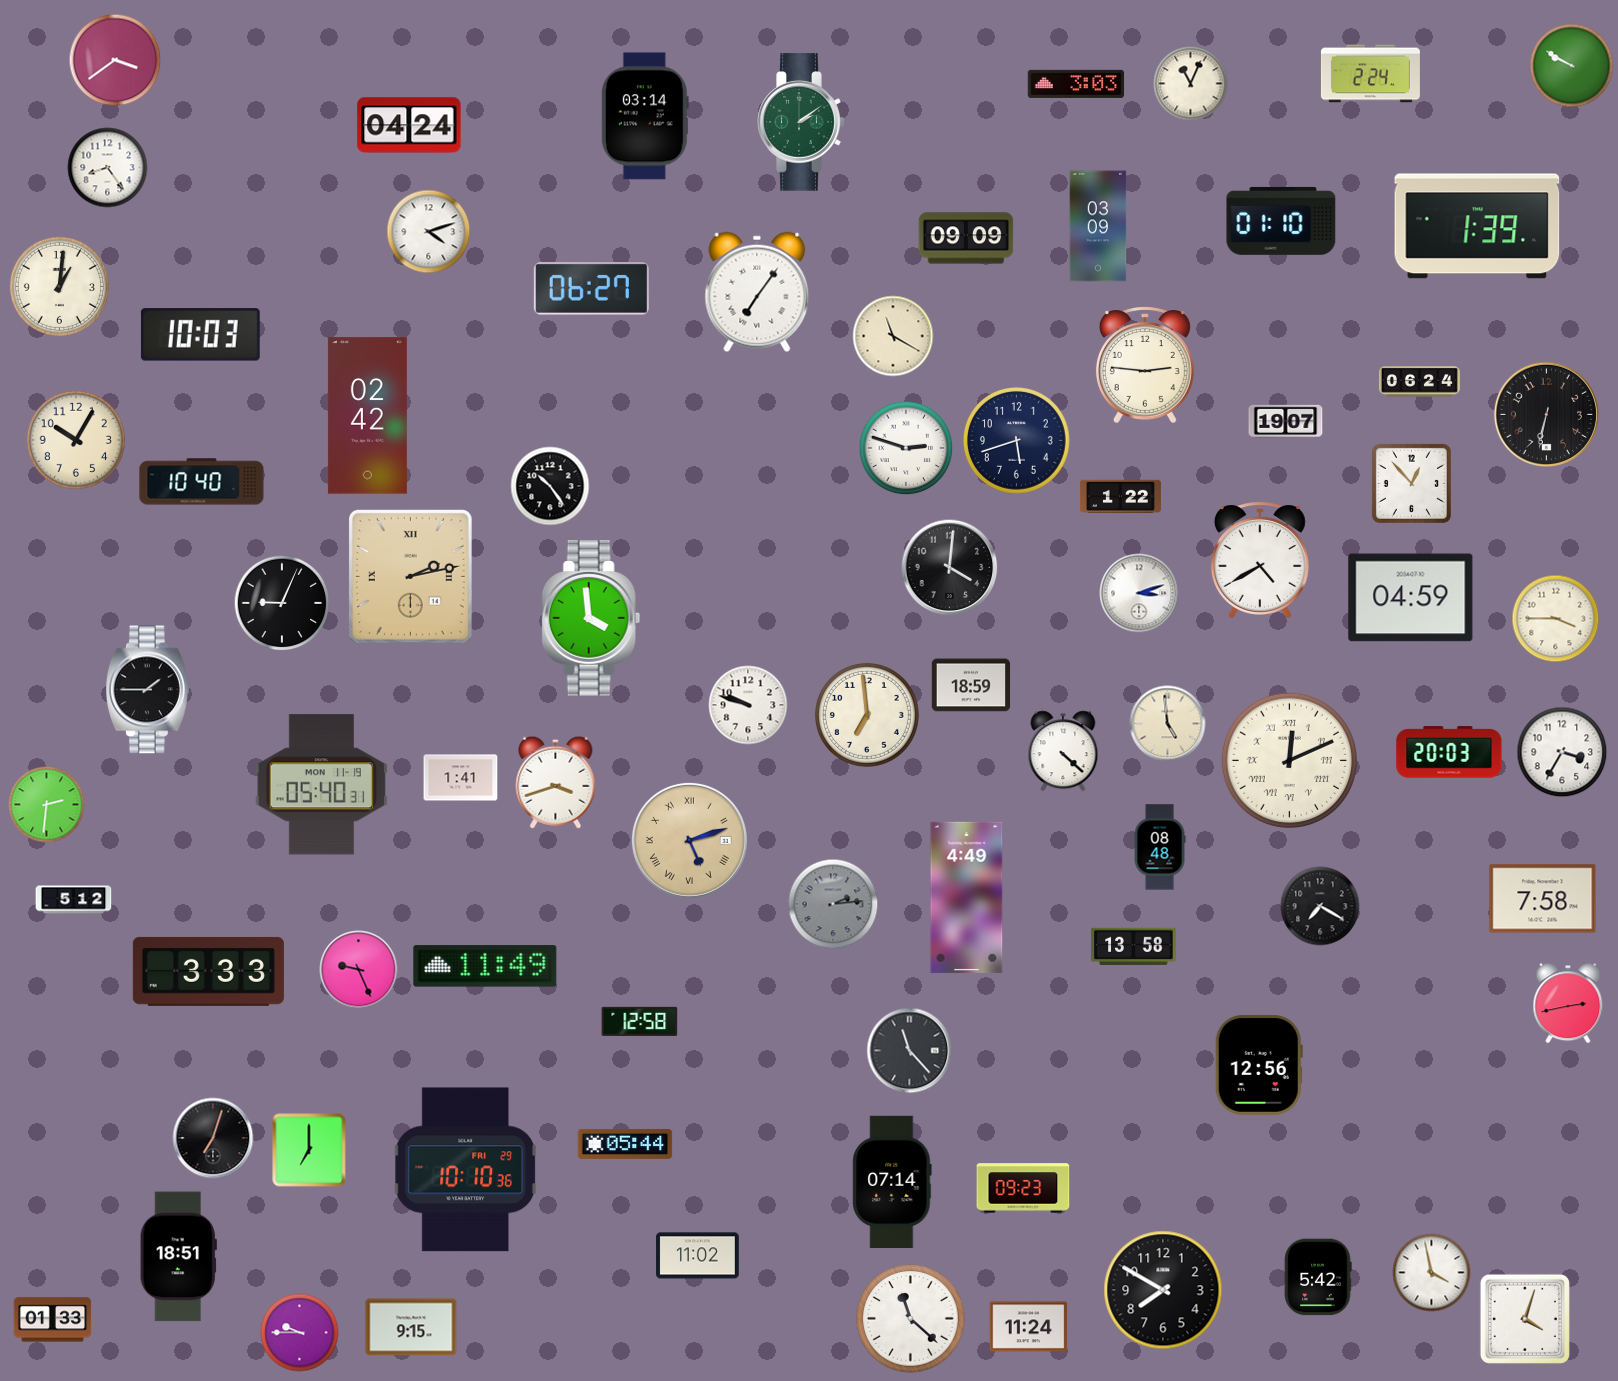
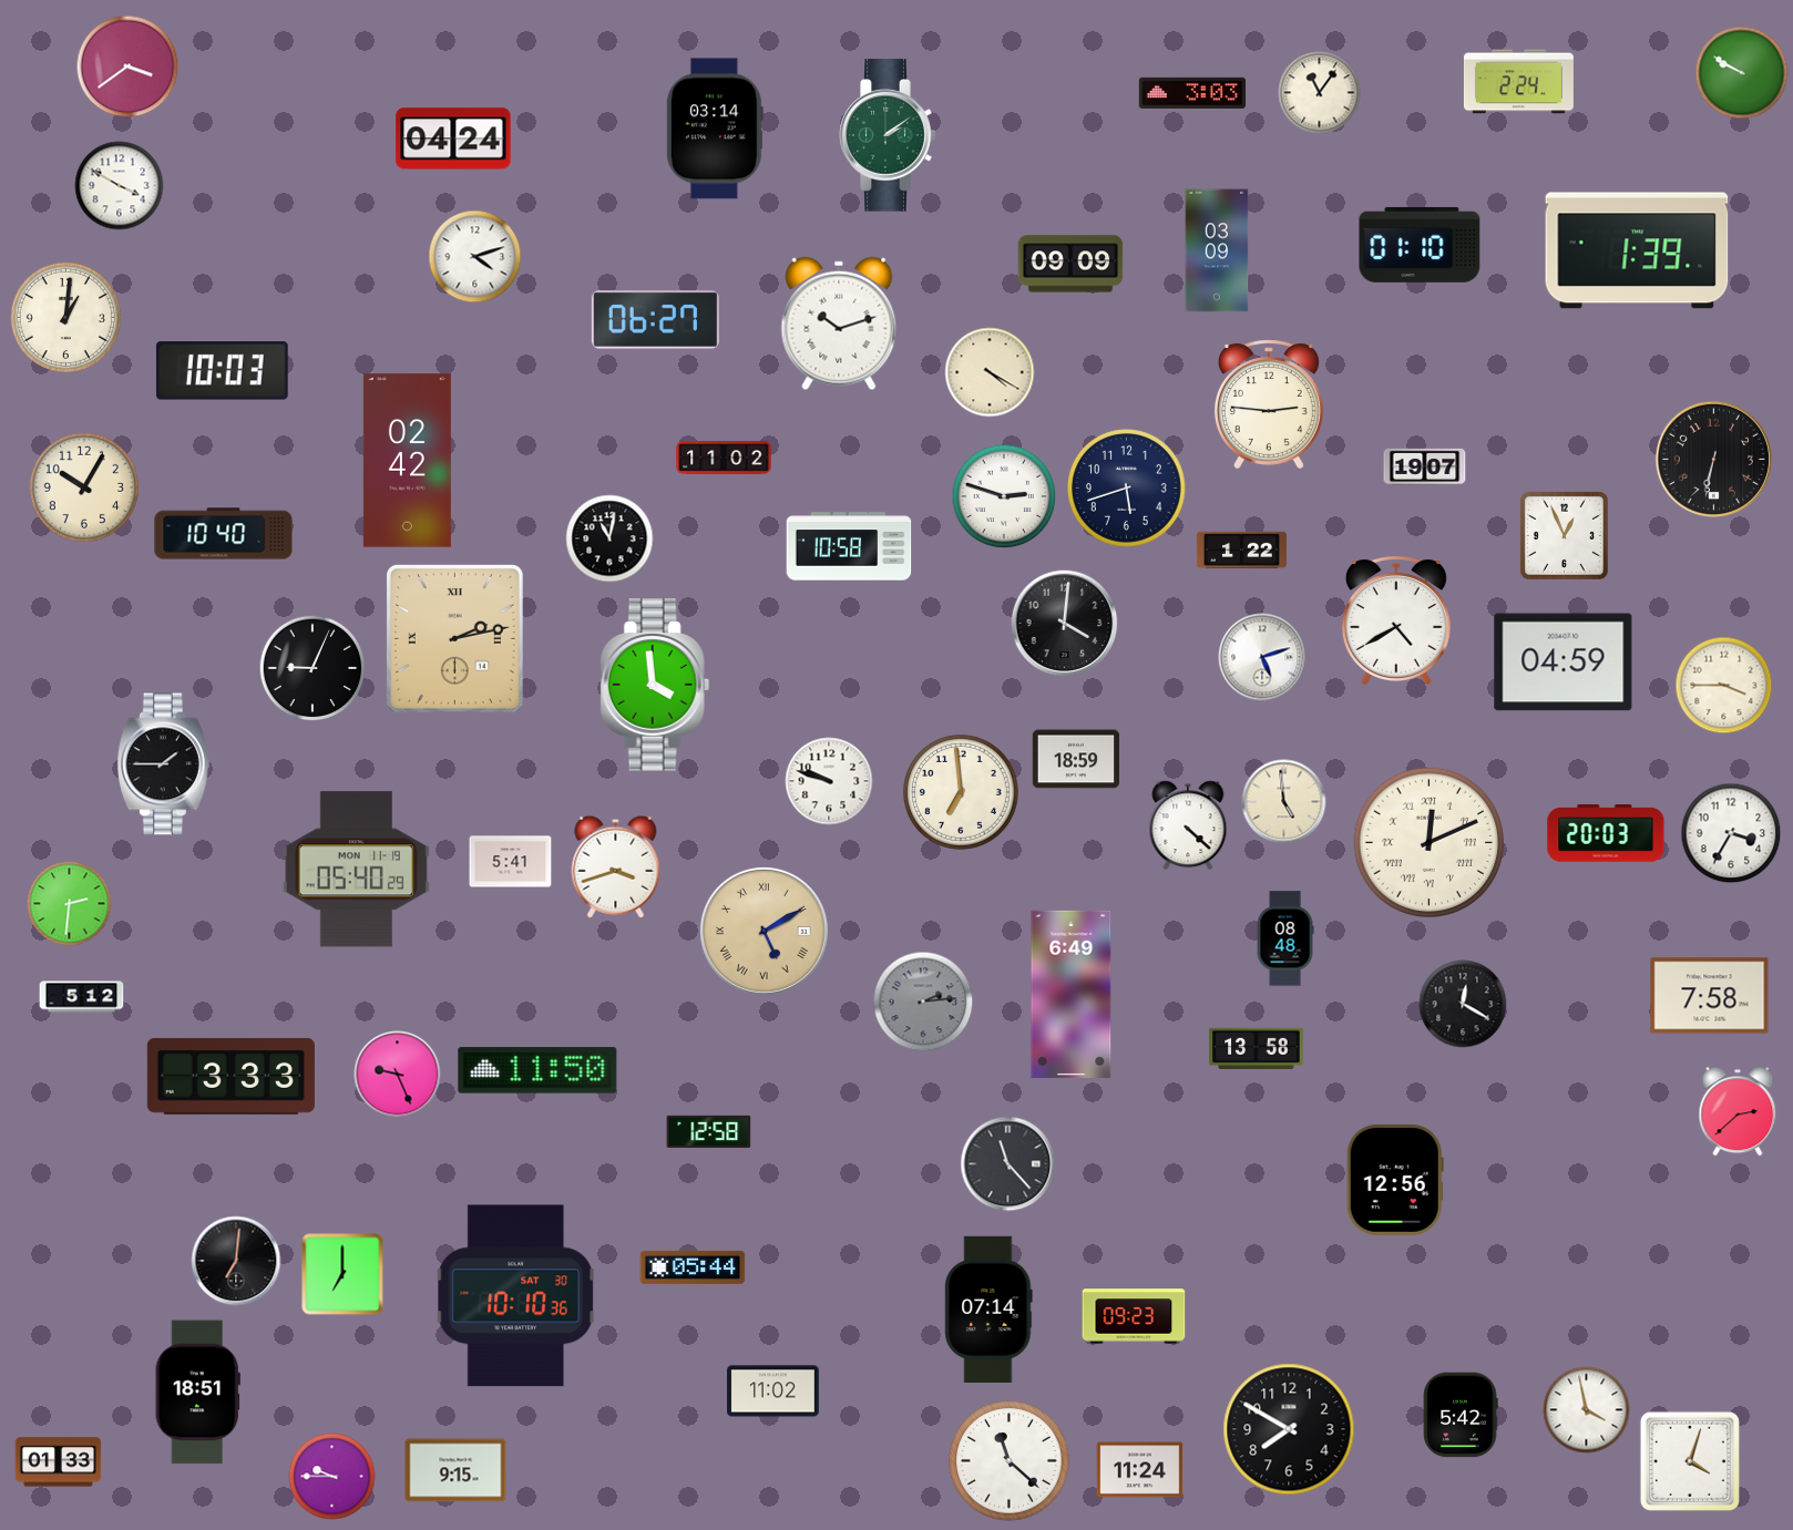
clock at (1191, 84): 11:04 -> 11:06
clock at (108, 168): 8:24 -> 3:50
clock at (757, 292): 7:06 -> 10:12
clock at (893, 336): 11:20 -> 4:20
clock at (1419, 382): 06:24 -> none
clock at (724, 458): none -> 11:02
clock at (1411, 483): 12:53 -> 12:56
clock at (550, 486): 10:24 -> 11:02
clock at (849, 546): none -> 10:58
clock at (950, 568) position: (950, 568) -> (1065, 624)
clock at (1139, 593): 3:12 -> 5:12
clock at (1168, 724) position: (1168, 724) -> (1284, 802)
clock at (1063, 751) position: (1063, 751) -> (1188, 825)
clock at (461, 778): 1:41 -> 5:41
clock at (321, 785): 05:40:31 -> 05:40:29
clock at (47, 805) position: (47, 805) -> (70, 904)
clock at (689, 840): 5:12 -> 5:10
clock at (967, 897): 4:49 -> 6:49
clock at (1320, 906): 7:20 -> 12:20
clock at (485, 966): 11:49 -> 11:50
clock at (1568, 1003): 2:43 -> 2:38
clock at (213, 1138): 7:03 -> 7:01
clock at (465, 1170) date: FRI 29 -> SAT 30
